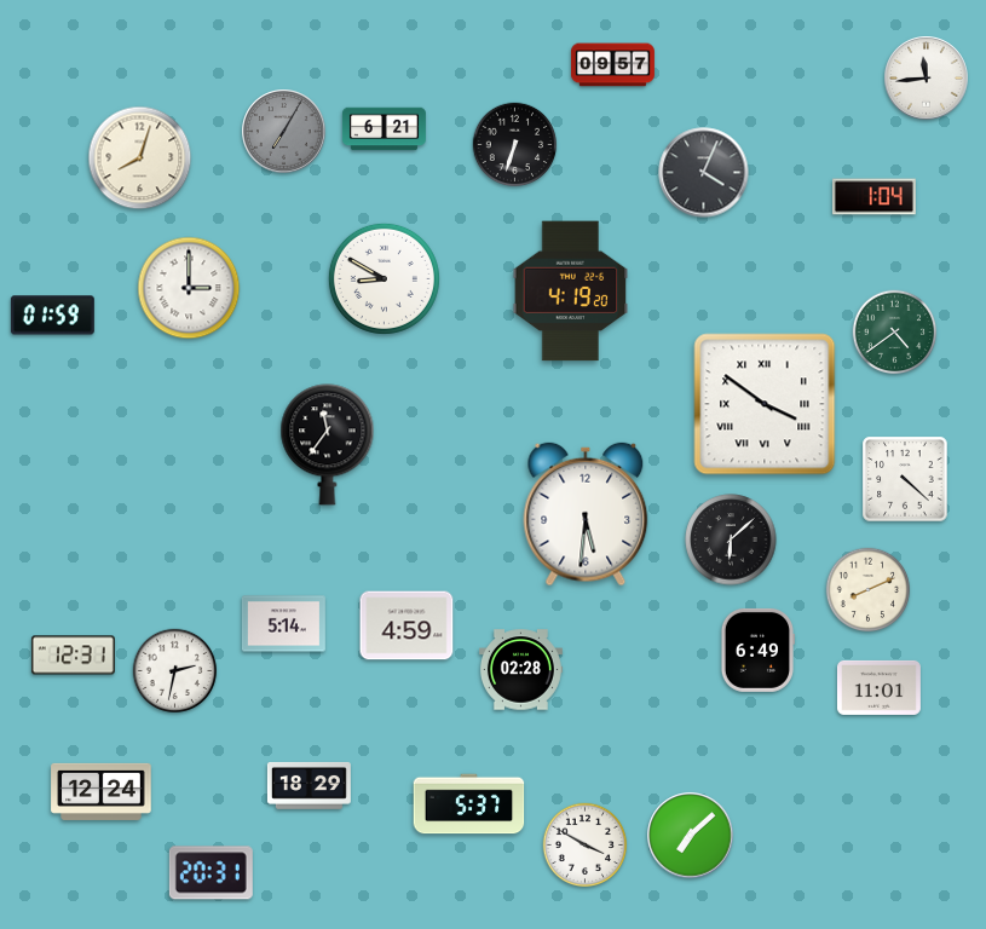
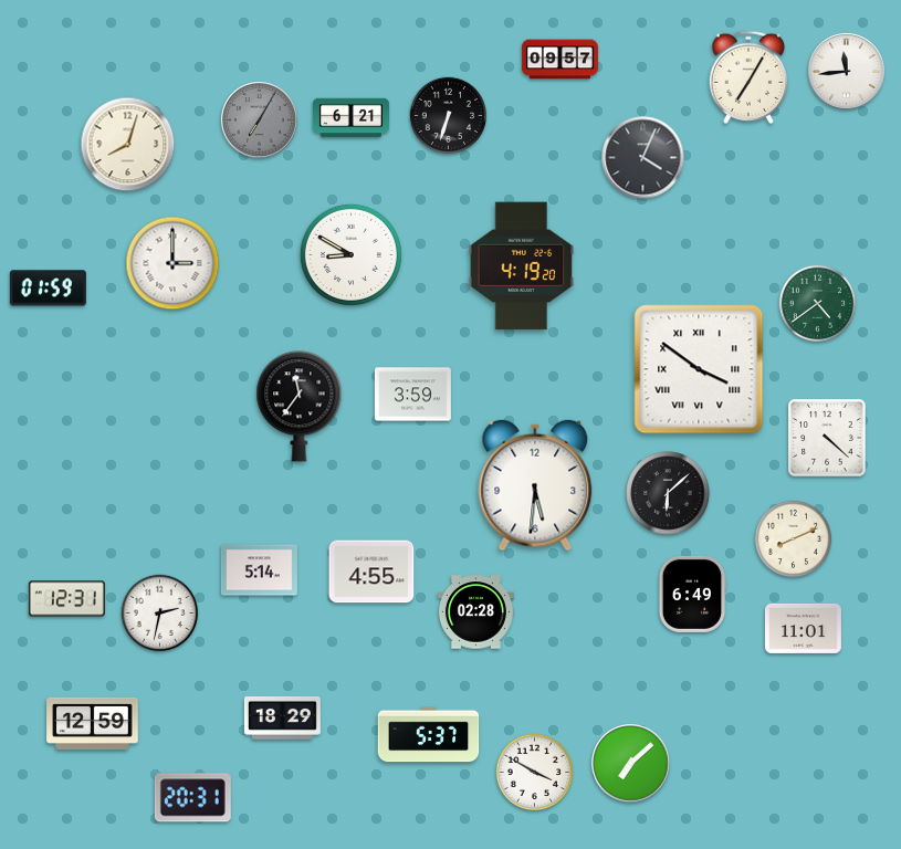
clock at (748, 76): none -> 7:05
clock at (515, 145) position: (515, 145) -> (449, 116)
clock at (873, 197): 1:04 -> none
clock at (412, 395): none -> 3:59
clock at (586, 514) position: (586, 514) -> (535, 485)
clock at (406, 625): 4:59 -> 4:55
clock at (102, 791): 12:24 -> 12:59
